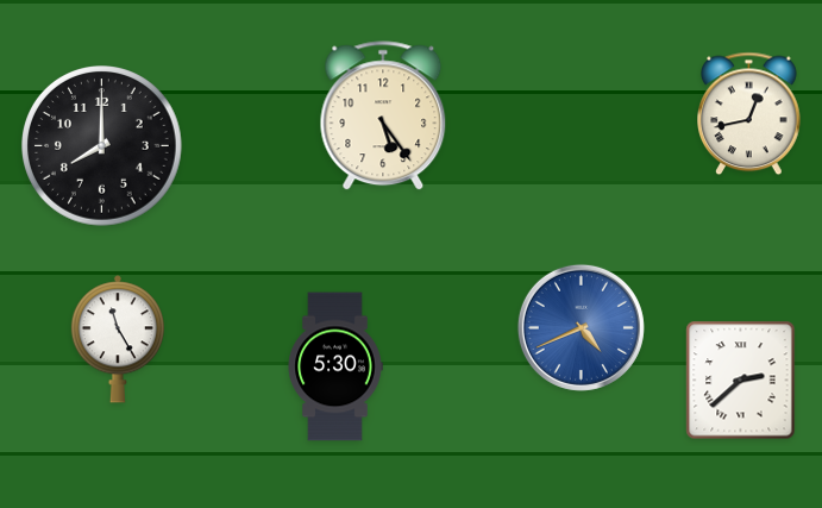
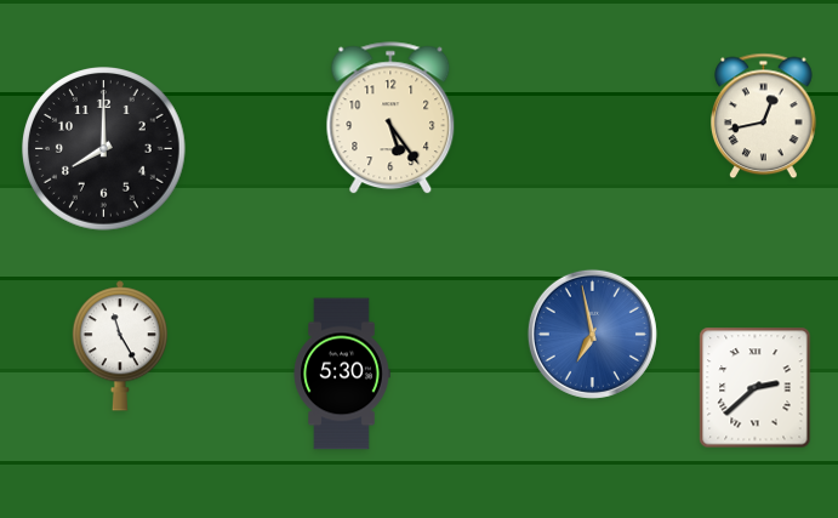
clock at (581, 327): 4:41 -> 6:58
